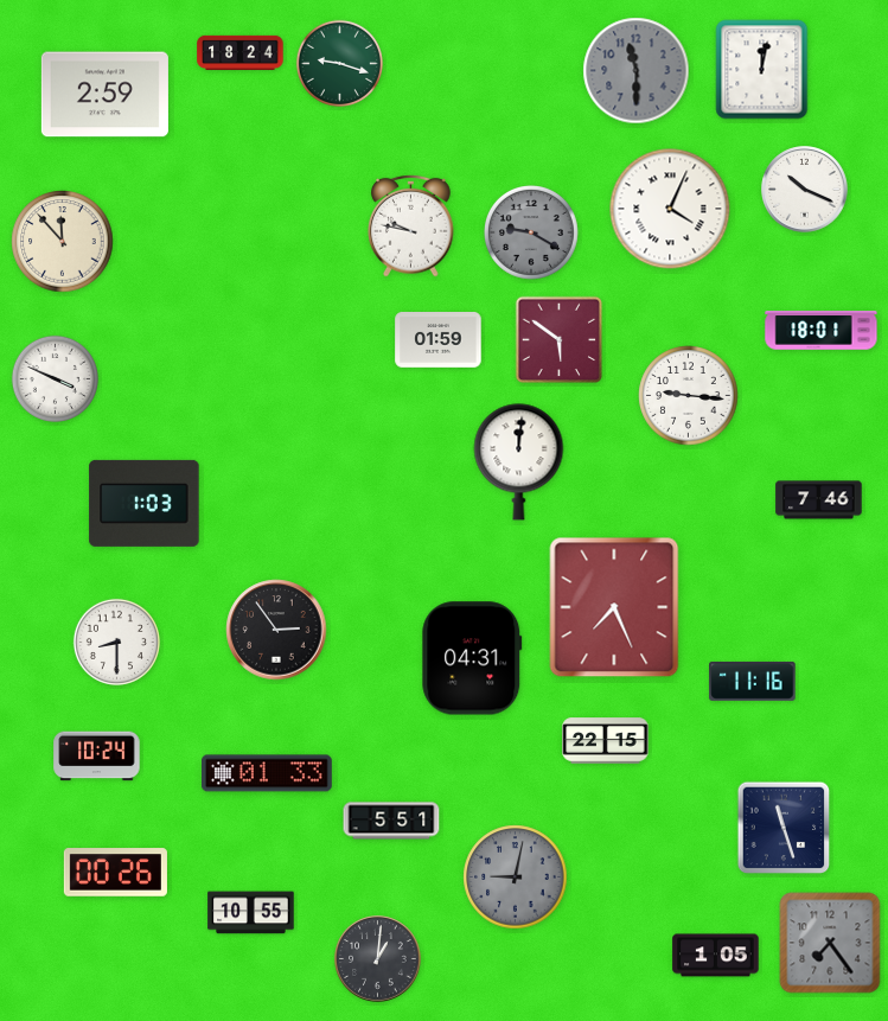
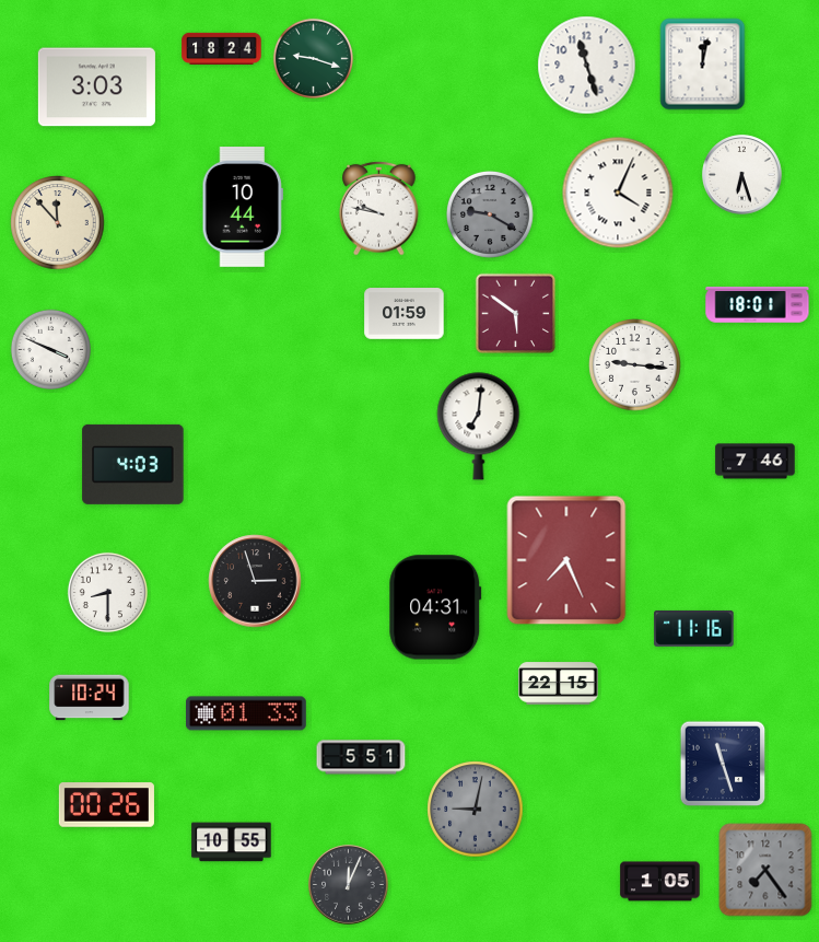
clock at (637, 71): 11:30 -> 11:27
clock at (637, 71) dial: grey -> white
clock at (104, 95): 2:59 -> 3:03
clock at (805, 190): 10:19 -> 6:27
clock at (243, 208): none -> 10:44
clock at (519, 462): 12:01 -> 7:01
clock at (145, 503): 1:03 -> 4:03
clock at (276, 630): 2:54 -> 2:57
clock at (378, 959): 1:01 -> 12:04
